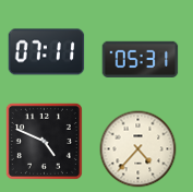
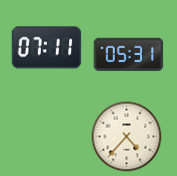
clock at (47, 52) position: (47, 52) -> (47, 48)
clock at (44, 141): 4:49 -> none
